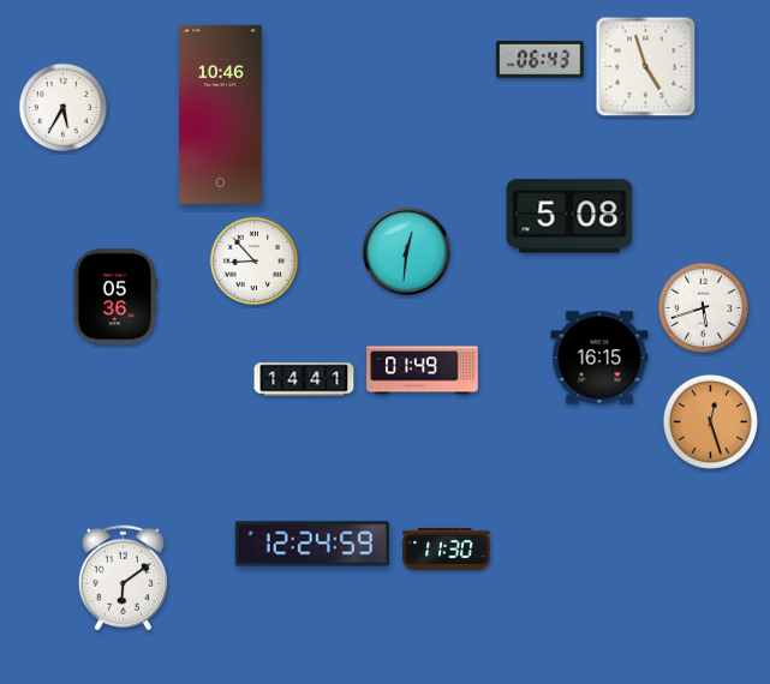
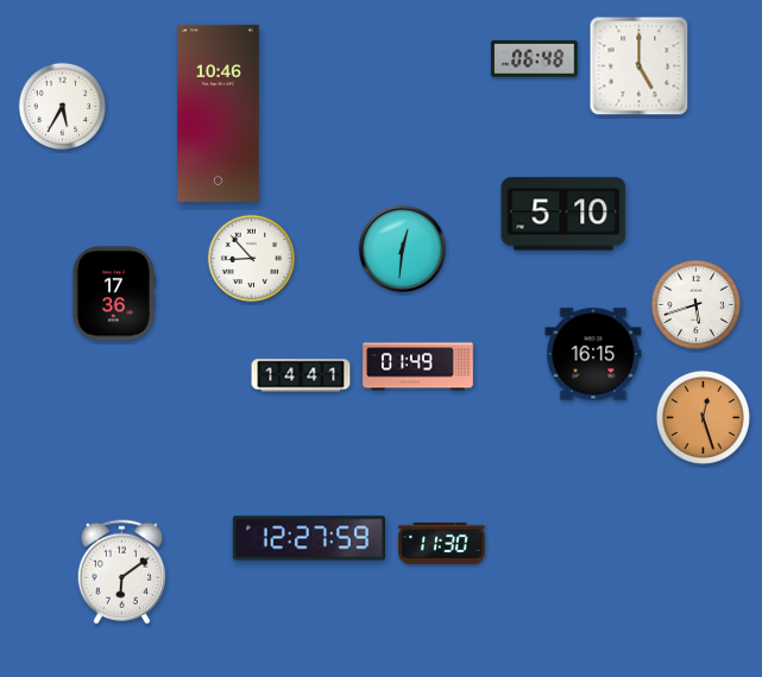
clock at (541, 60): 06:43 -> 06:48
clock at (646, 67): 4:57 -> 5:00
clock at (569, 216): 5:08 -> 5:10
clock at (115, 296): 05:36 -> 17:36
clock at (311, 544): 12:24 -> 12:27
